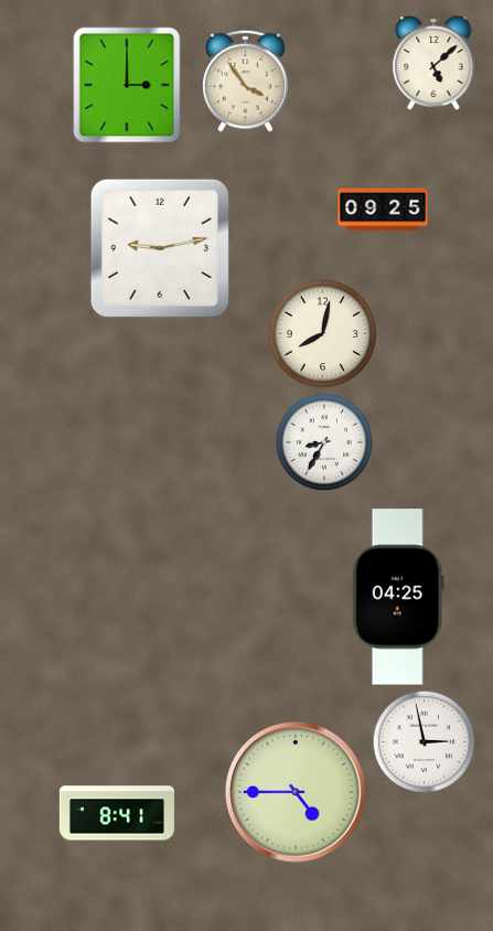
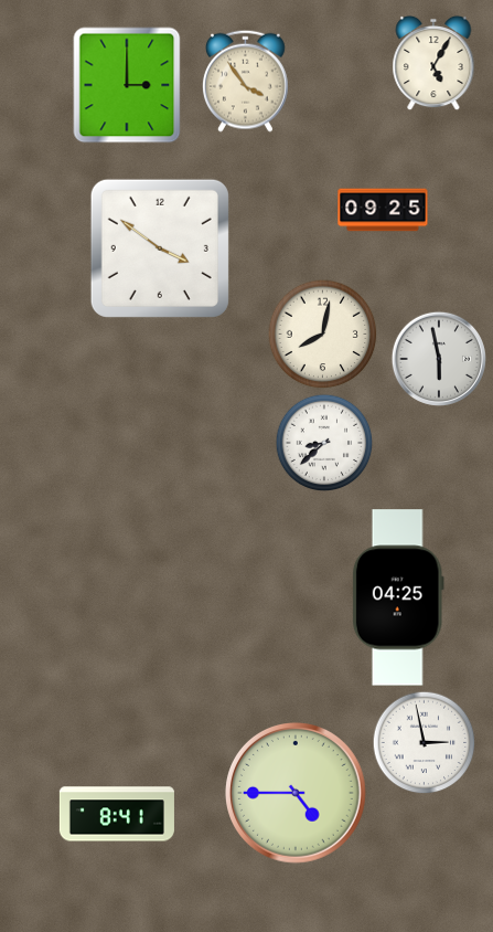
clock at (433, 63): 5:08 -> 5:05
clock at (160, 248): 9:13 -> 3:51
clock at (439, 359): none -> 5:58
clock at (324, 442): 8:35 -> 8:38
